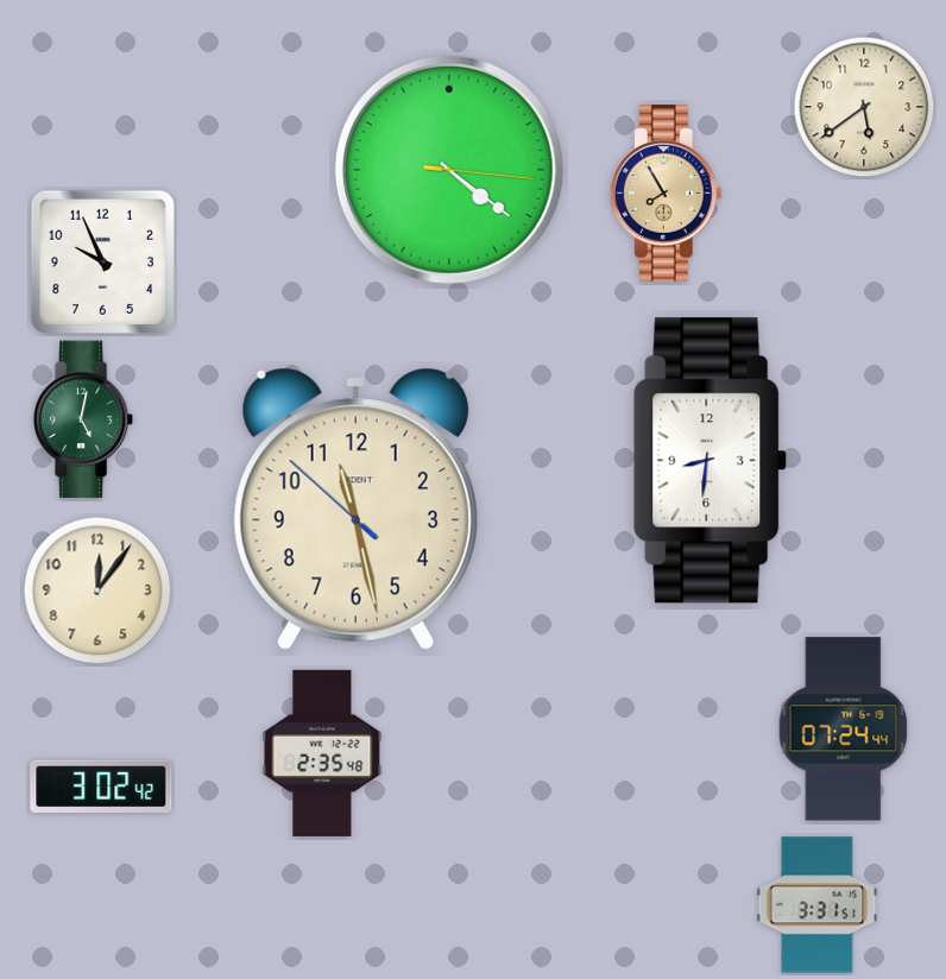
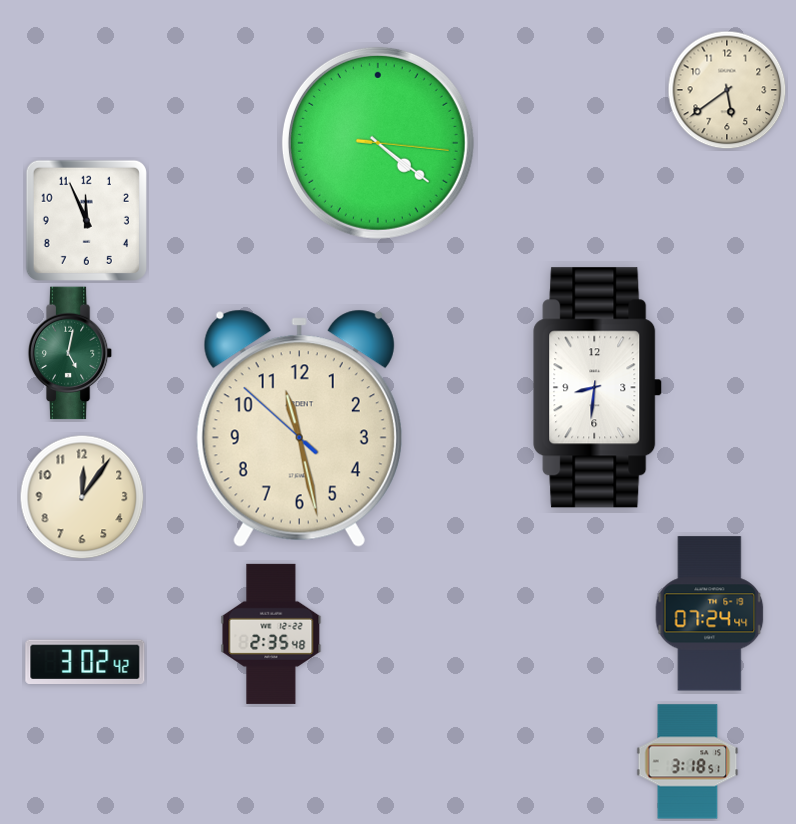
clock at (666, 194): 7:55 -> none
clock at (102, 261): 9:56 -> 11:56
clock at (818, 905): 3:31 -> 3:18
